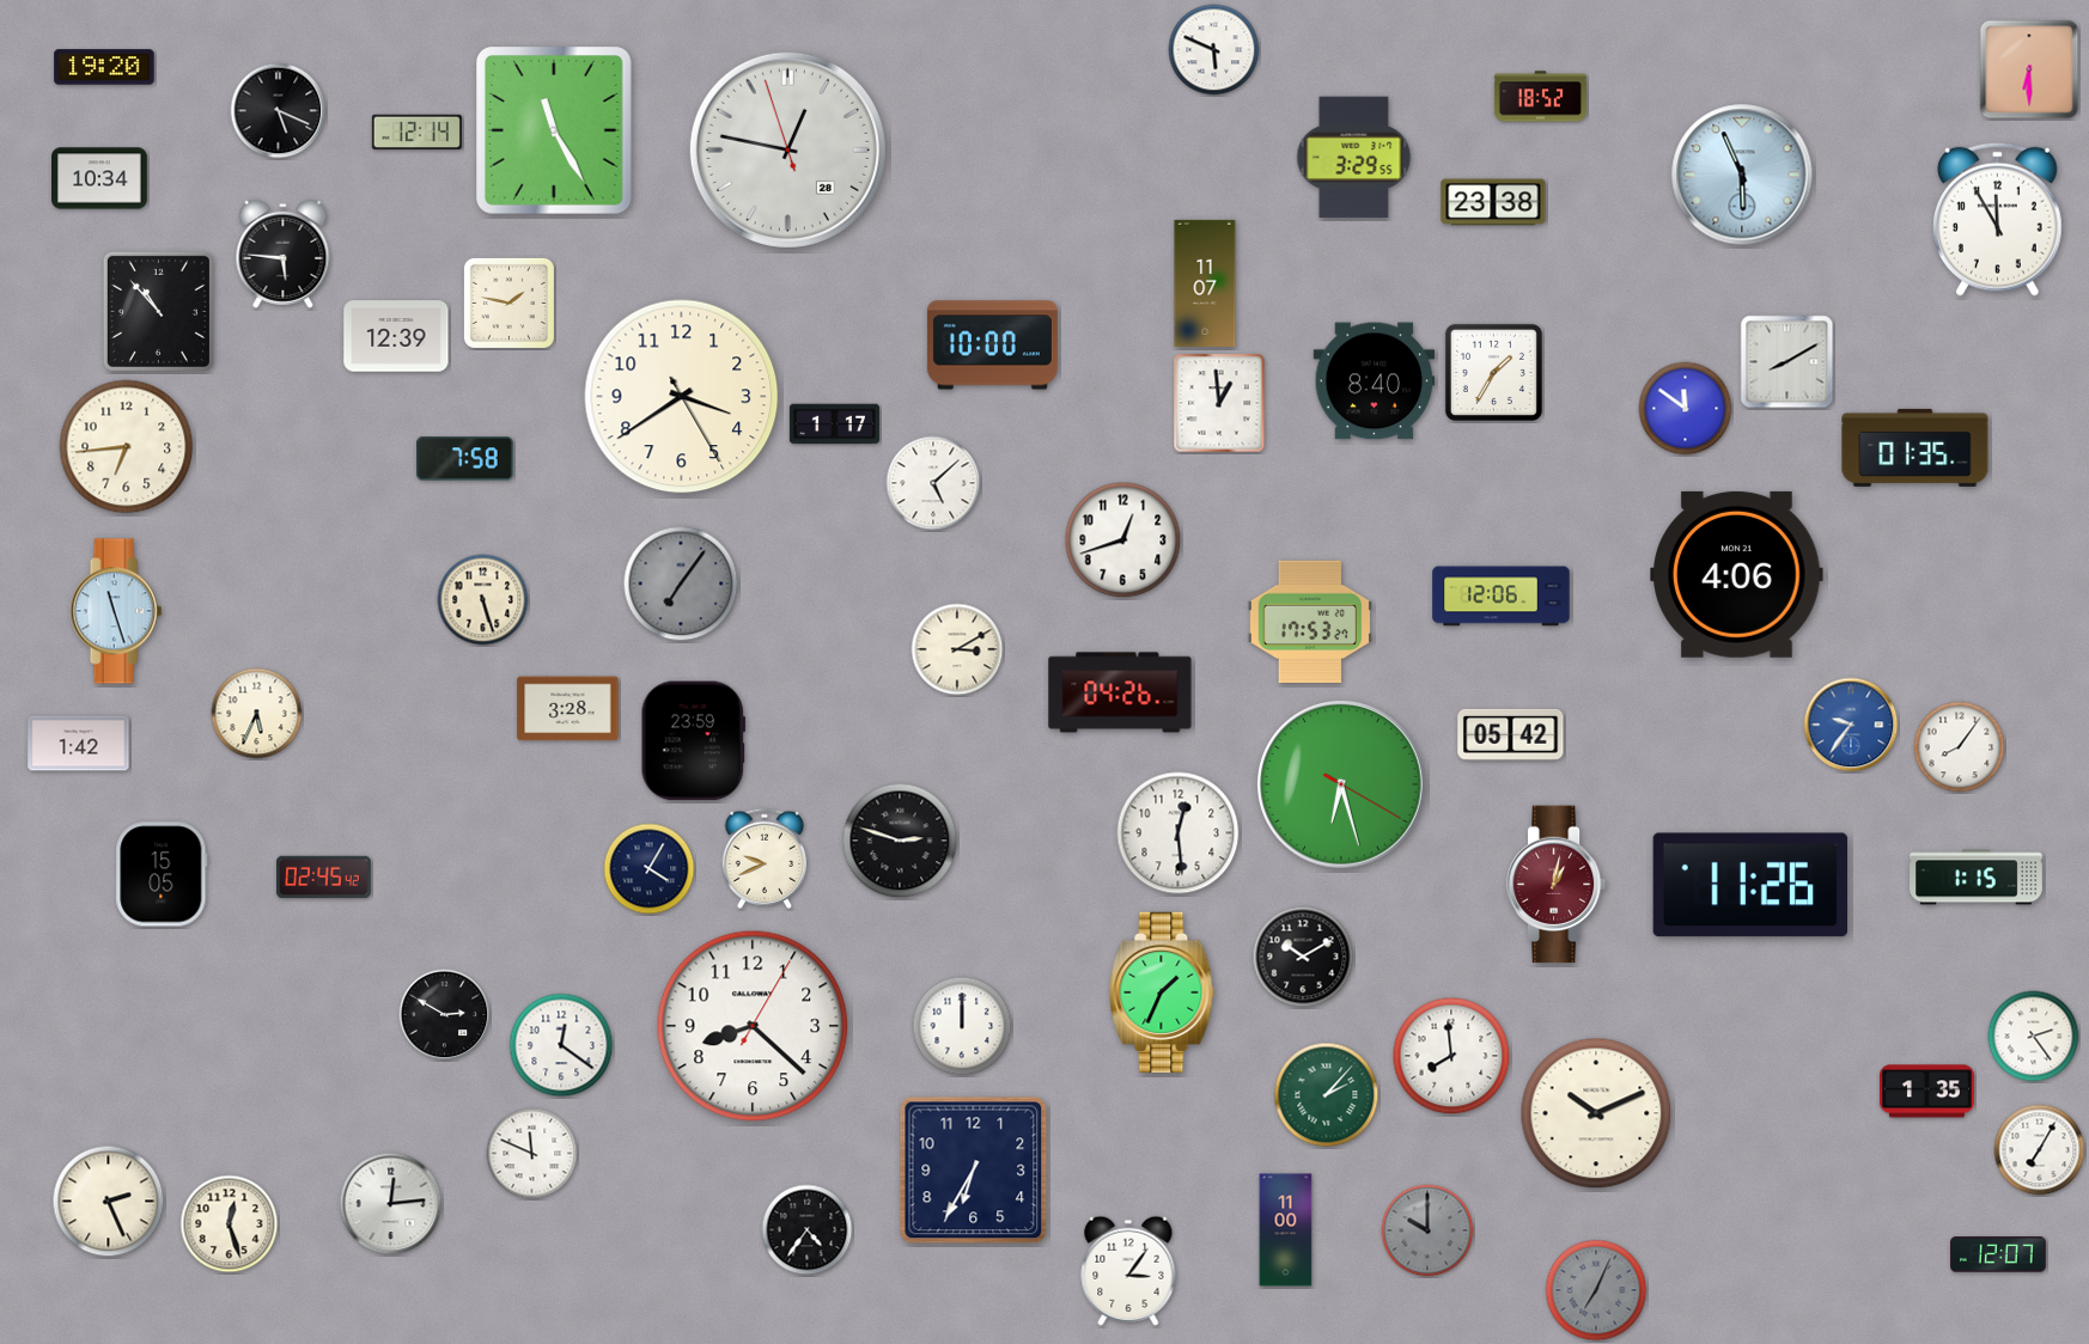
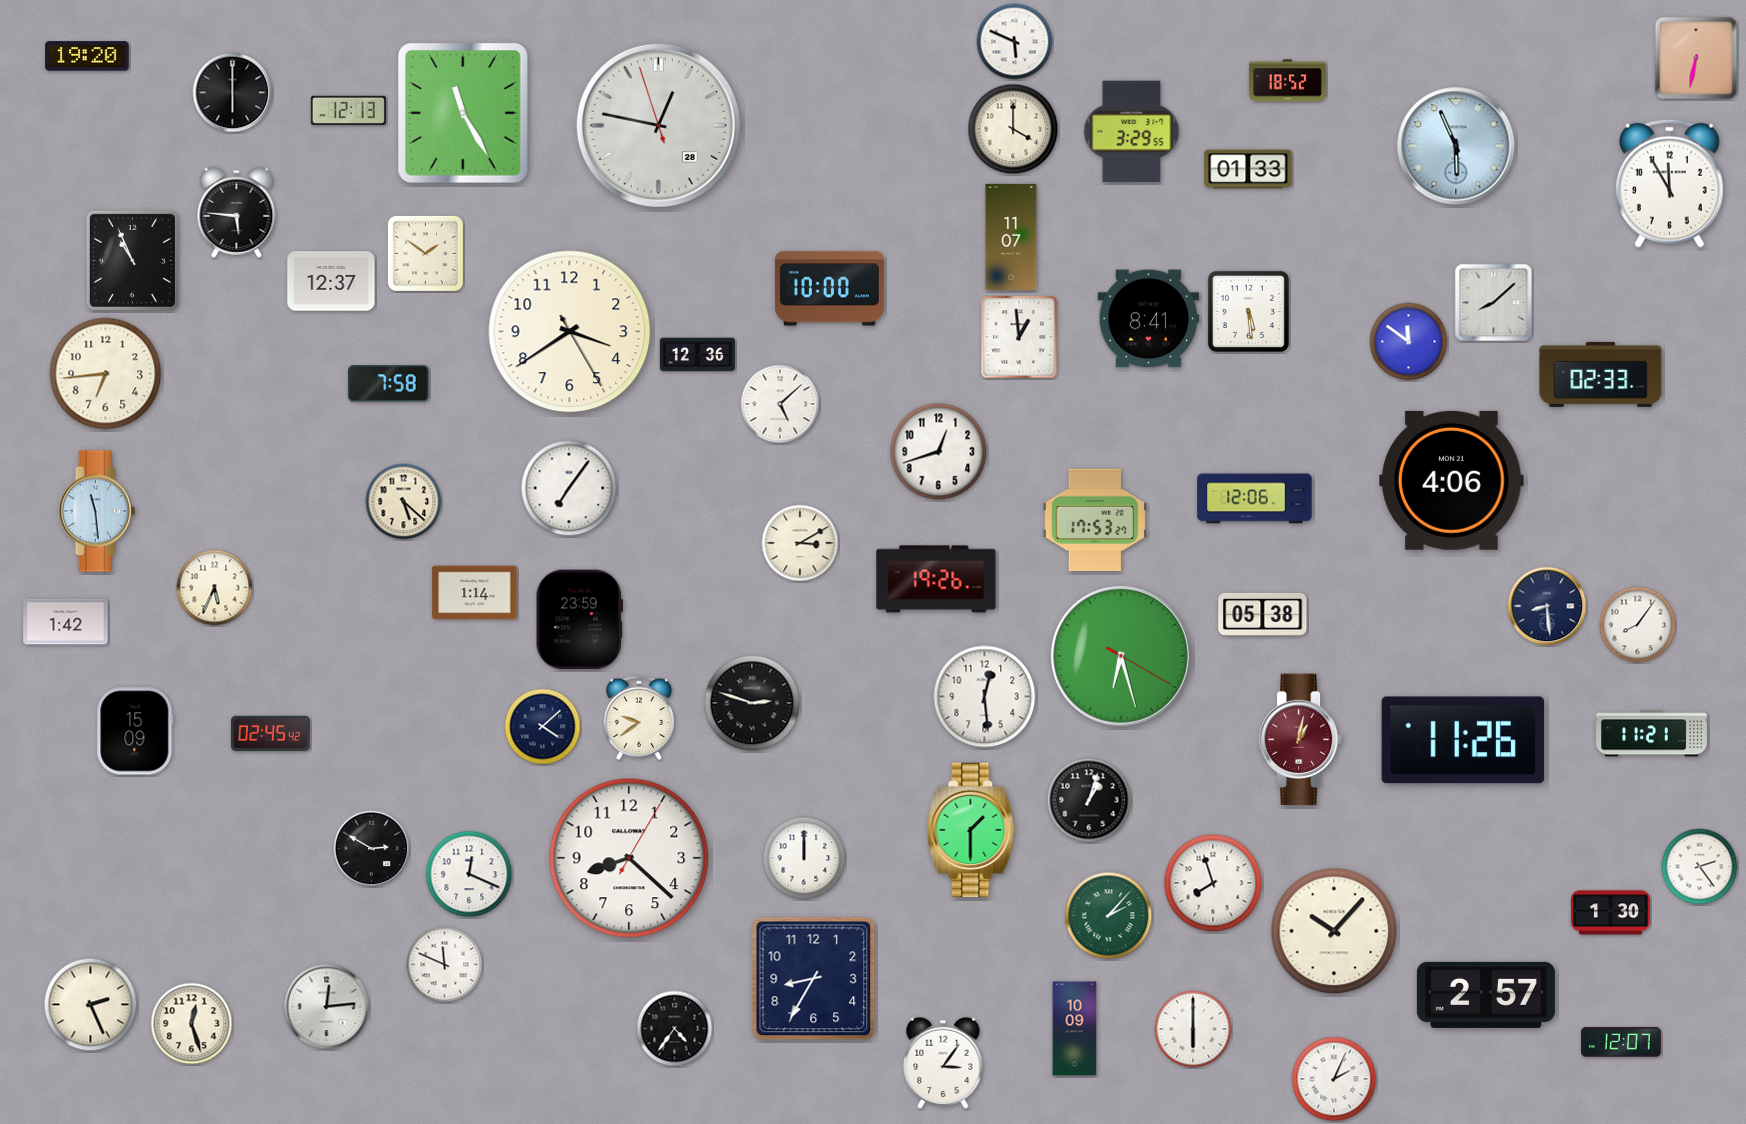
clock at (2029, 69): 6:30 -> 6:32
clock at (279, 111): 5:19 -> 6:00
clock at (555, 130) position: (555, 130) -> (464, 113)
clock at (416, 132): 12:14 -> 12:13
clock at (1013, 129): none -> 4:00
clock at (99, 178): 10:34 -> none
clock at (1493, 202): 23:38 -> 01:33
clock at (1205, 283) position: (1205, 283) -> (1011, 237)
clock at (508, 303): 1:47 -> 1:51
clock at (158, 311): 10:53 -> 10:56
clock at (396, 336): 12:39 -> 12:37
clock at (1787, 362): 8:10 -> 8:08
clock at (1493, 372): 1:35 -> 5:29
clock at (1375, 381): 8:40 -> 8:41
clock at (834, 424): 1:17 -> 12:36
clock at (1916, 447): 01:35 -> 02:33
clock at (681, 584) dial: grey -> white
clock at (483, 600): 5:27 -> 5:22
clock at (116, 611): 11:27 -> 11:29
clock at (1120, 692): 04:26 -> 19:26
clock at (568, 709): 3:28 -> 1:14
clock at (257, 714) position: (257, 714) -> (215, 588)
clock at (1851, 725): 9:36 -> 8:29
clock at (1851, 725) dial: blue -> navy
clock at (1511, 734): 05:42 -> 05:38
clock at (765, 857): 9:41 -> 9:39
clock at (650, 869): 4:05 -> 4:08
clock at (162, 874): 15:05 -> 15:09
clock at (1977, 878): 1:15 -> 11:21
clock at (1303, 957): 10:10 -> 1:03
clock at (1162, 991): 1:34 -> 1:30
clock at (561, 1045): 12:21 -> 12:19
clock at (1451, 1056): 7:59 -> 7:57
clock at (1926, 1092): 1:35 -> 1:30
clock at (1596, 1113): 10:11 -> 10:07
clock at (2040, 1150): 7:05 -> none
clock at (974, 1171): 6:35 -> 8:35
clock at (1486, 995): none -> 2:57
clock at (1286, 1230): 11:00 -> 10:09
clock at (1427, 1230): 10:00 -> 6:00
clock at (1427, 1230) dial: grey -> white
clock at (1998, 1254) position: (1998, 1254) -> (1621, 1042)
clock at (1596, 1290): 7:04 -> 2:04
clock at (1596, 1290) dial: grey -> white
